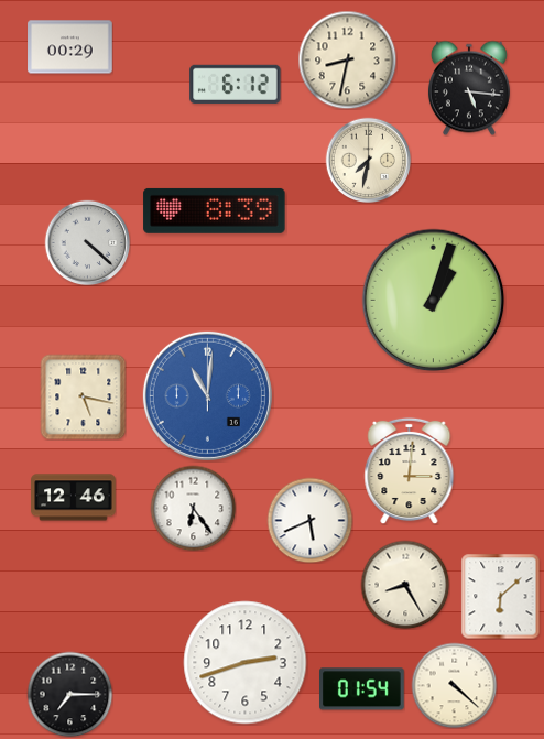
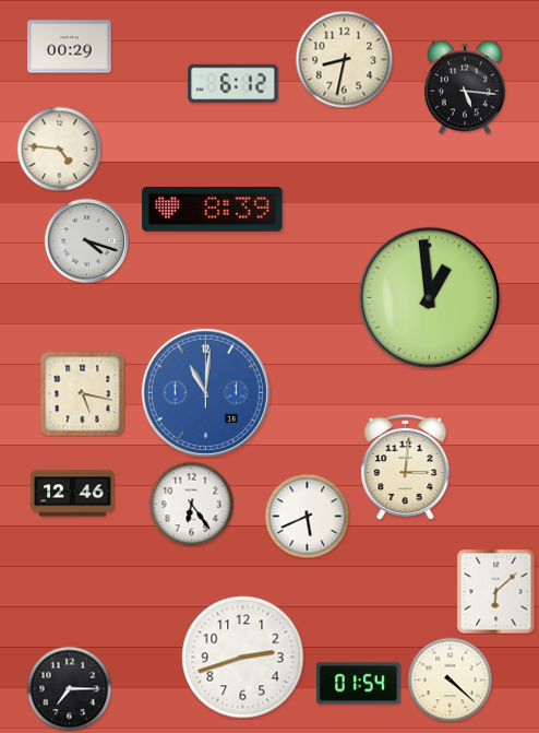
clock at (59, 149): none -> 4:46
clock at (368, 160): 7:32 -> none
clock at (87, 242): 4:22 -> 4:18
clock at (434, 301): 1:03 -> 12:59
clock at (405, 585): 8:25 -> none
